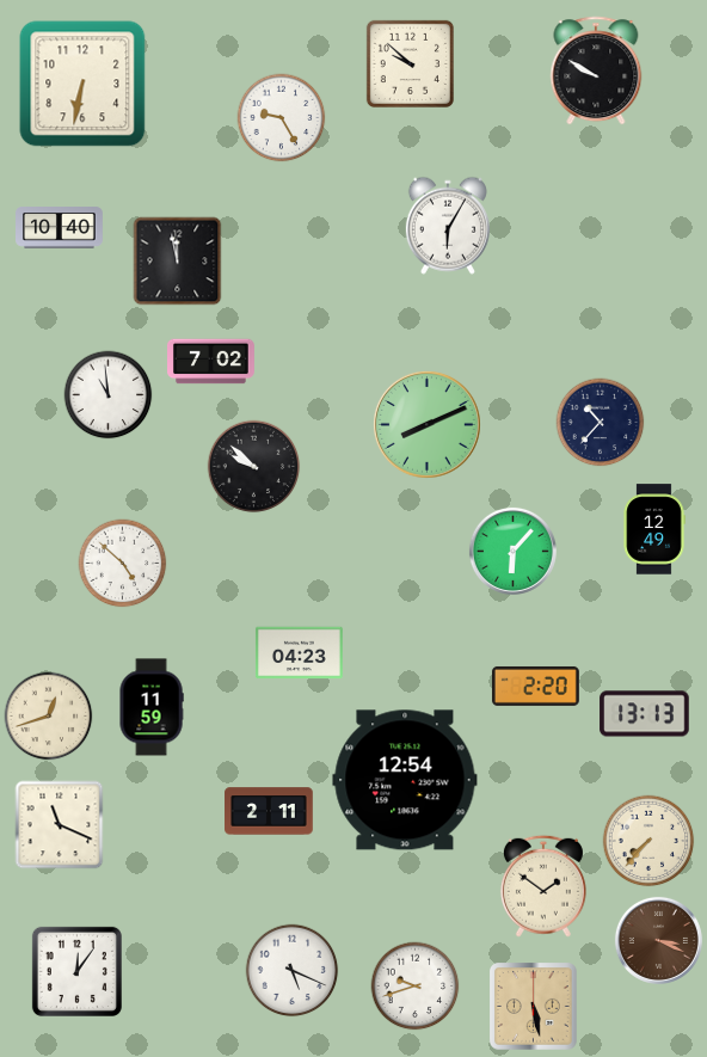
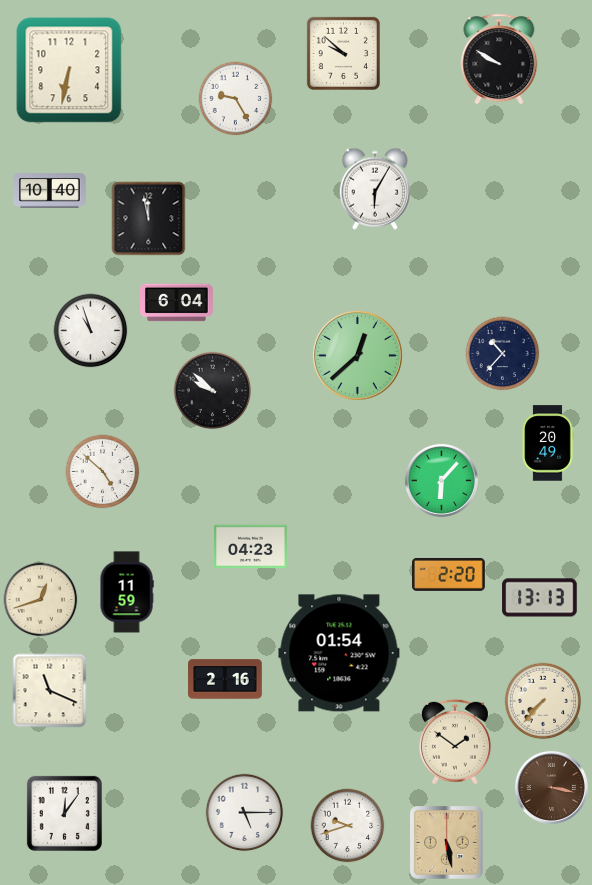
clock at (211, 362): 7:02 -> 6:04
clock at (109, 395): 10:59 -> 10:57
clock at (428, 425): 8:11 -> 12:38
clock at (654, 529): 12:49 -> 20:49
clock at (512, 551) position: (512, 551) -> (441, 480)
clock at (405, 780): 12:54 -> 01:54
clock at (269, 811): 2:11 -> 2:16
clock at (648, 841) position: (648, 841) -> (543, 701)
clock at (658, 940): 3:19 -> 3:17
clock at (293, 971): 5:19 -> 5:15
